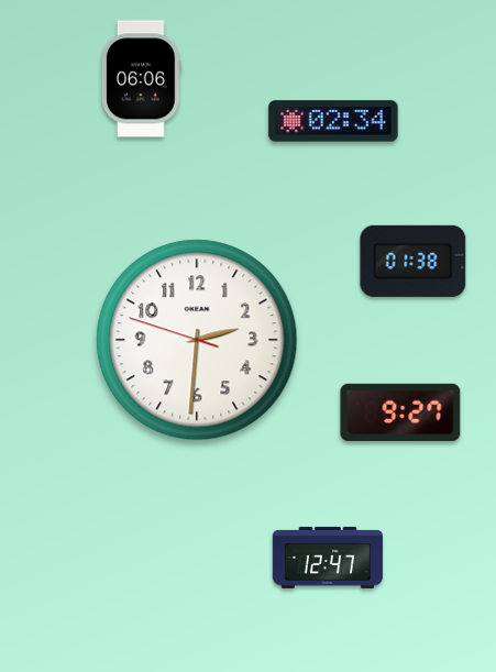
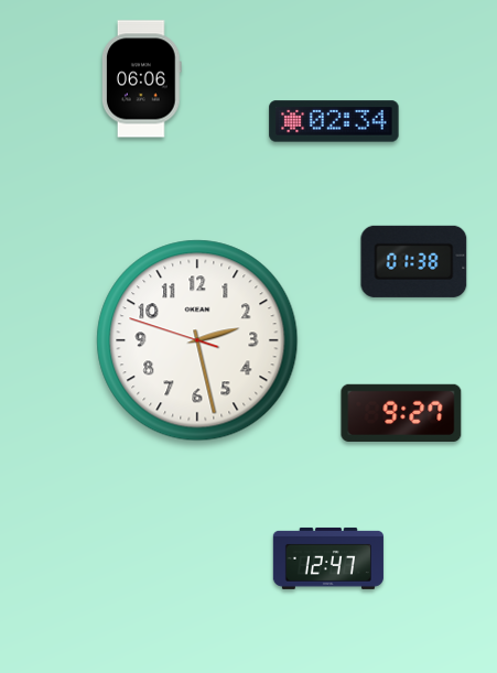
clock at (197, 340): 2:30 -> 2:27
